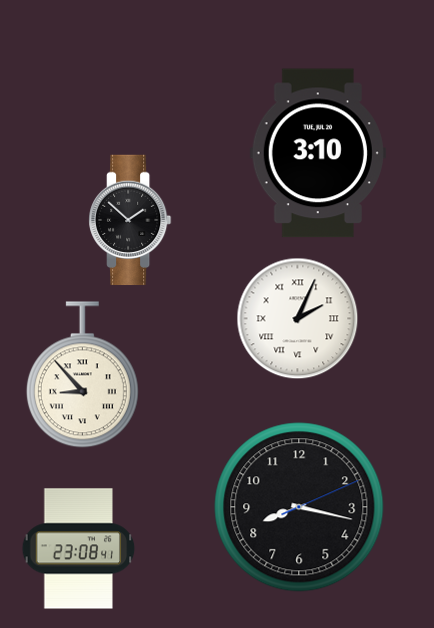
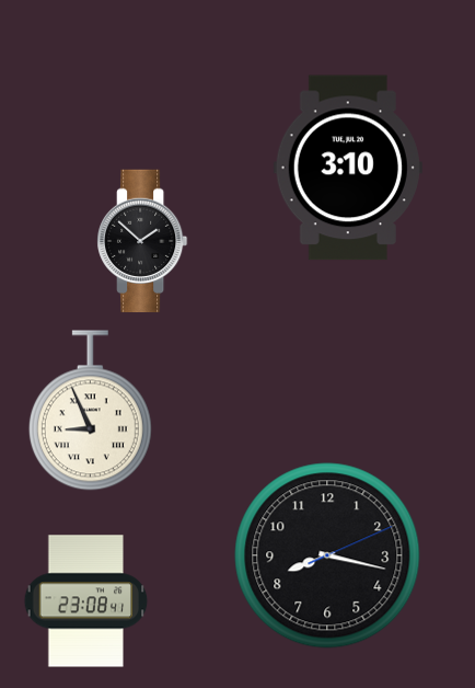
clock at (298, 319): 2:04 -> none
clock at (82, 375): 8:53 -> 8:56
